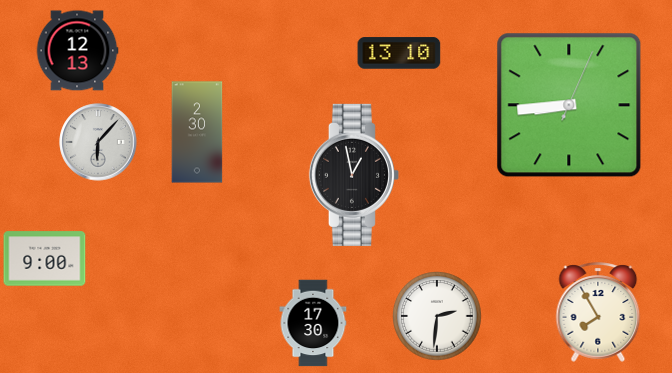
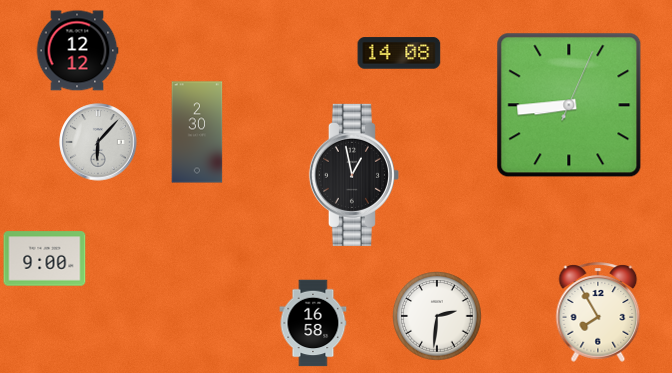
clock at (77, 51): 12:13 -> 12:12
clock at (399, 53): 13:10 -> 14:08
clock at (313, 323): 17:30 -> 16:58
